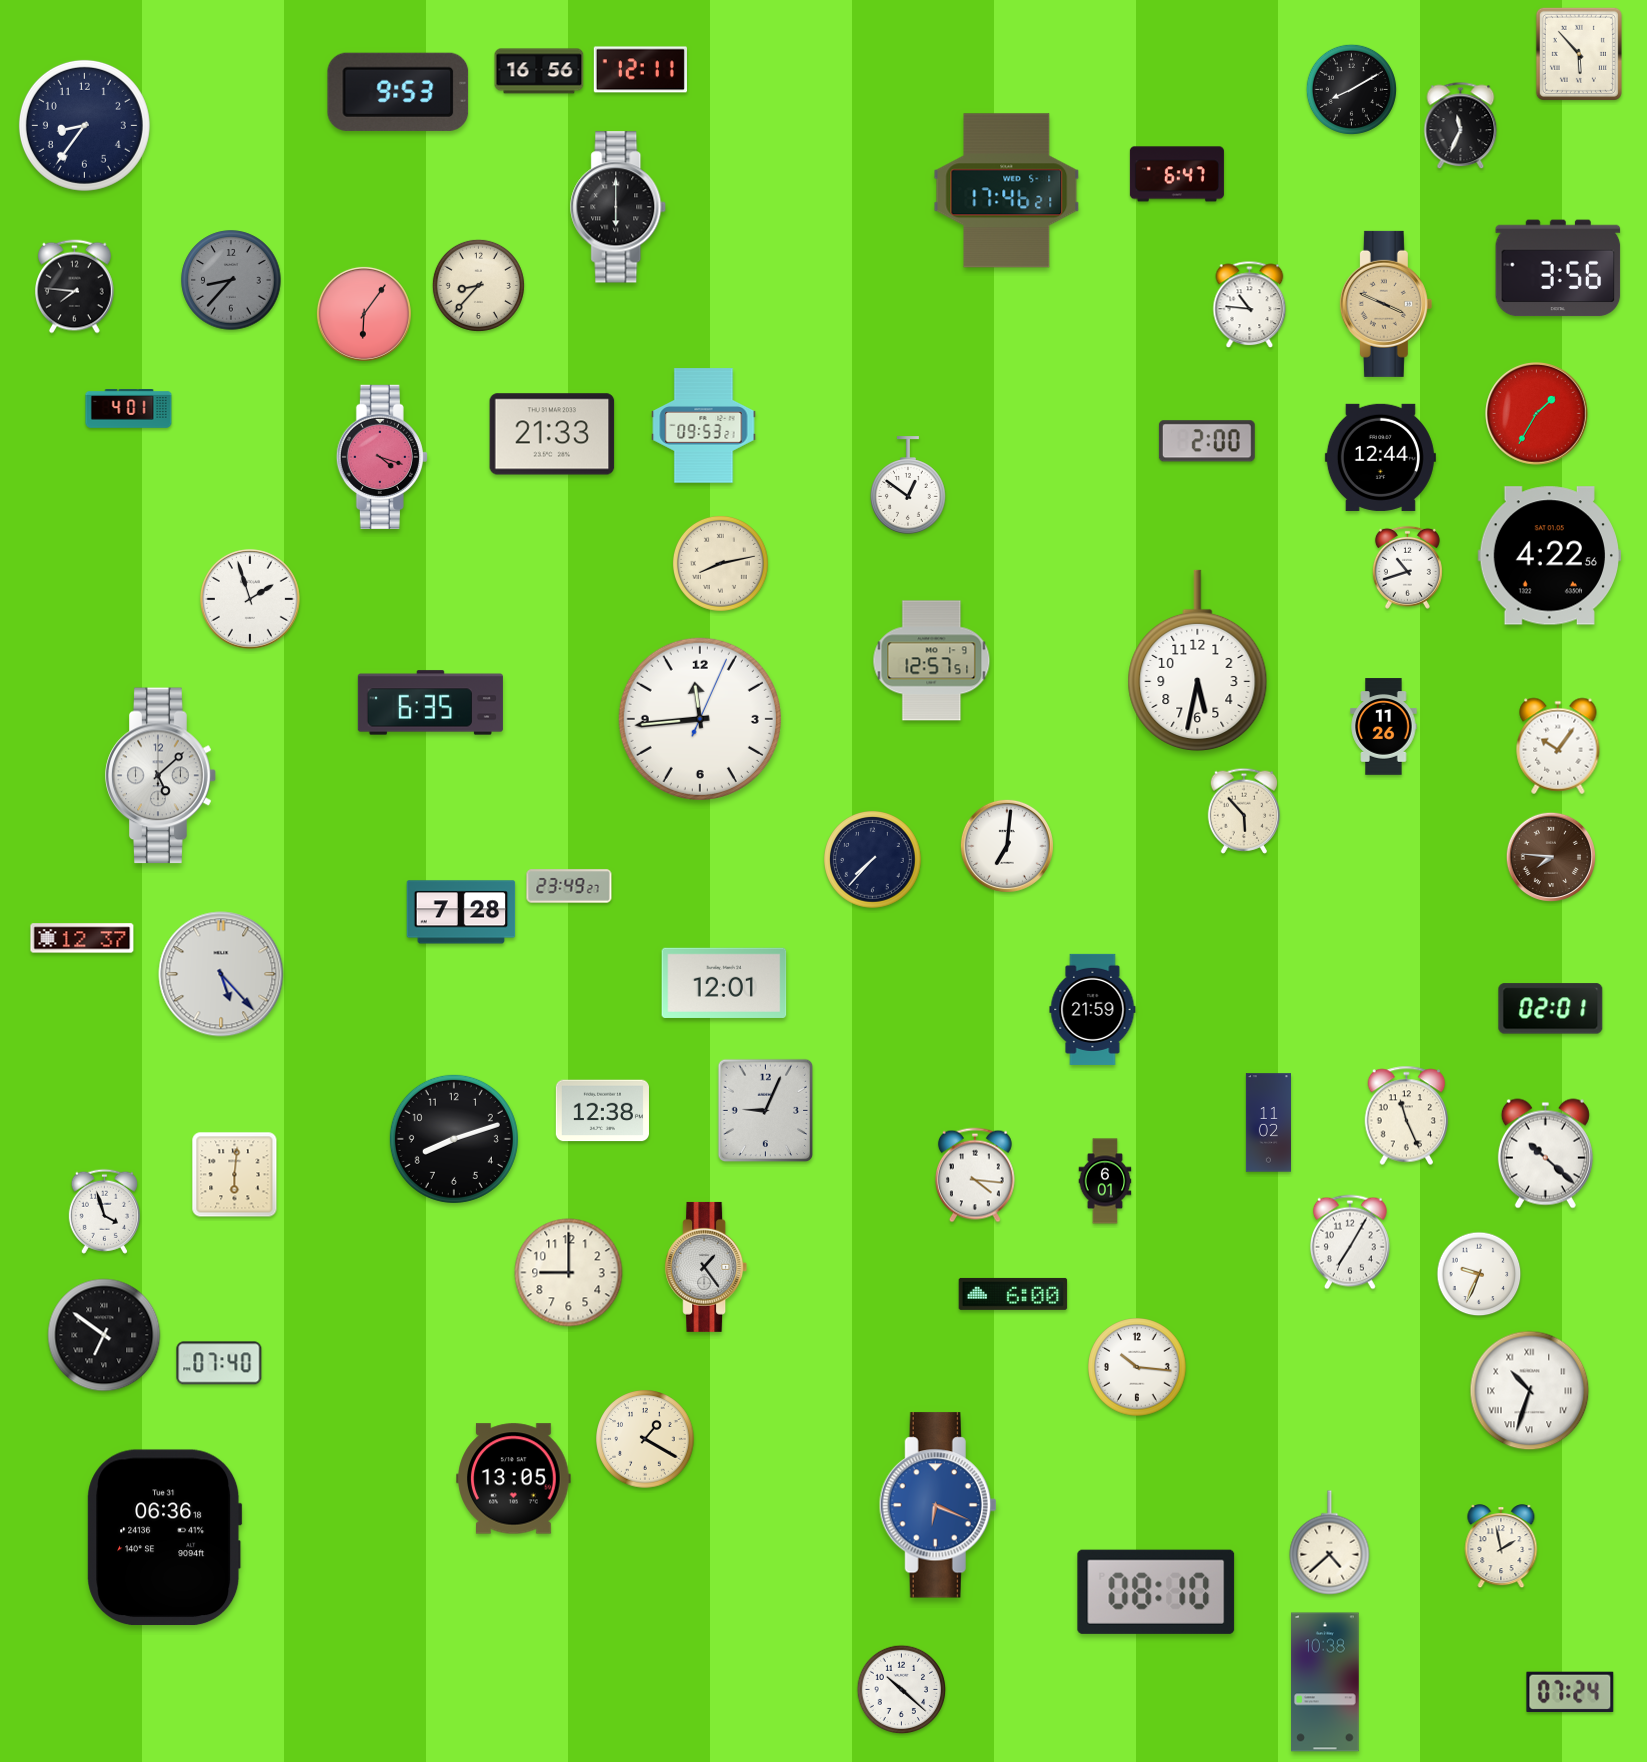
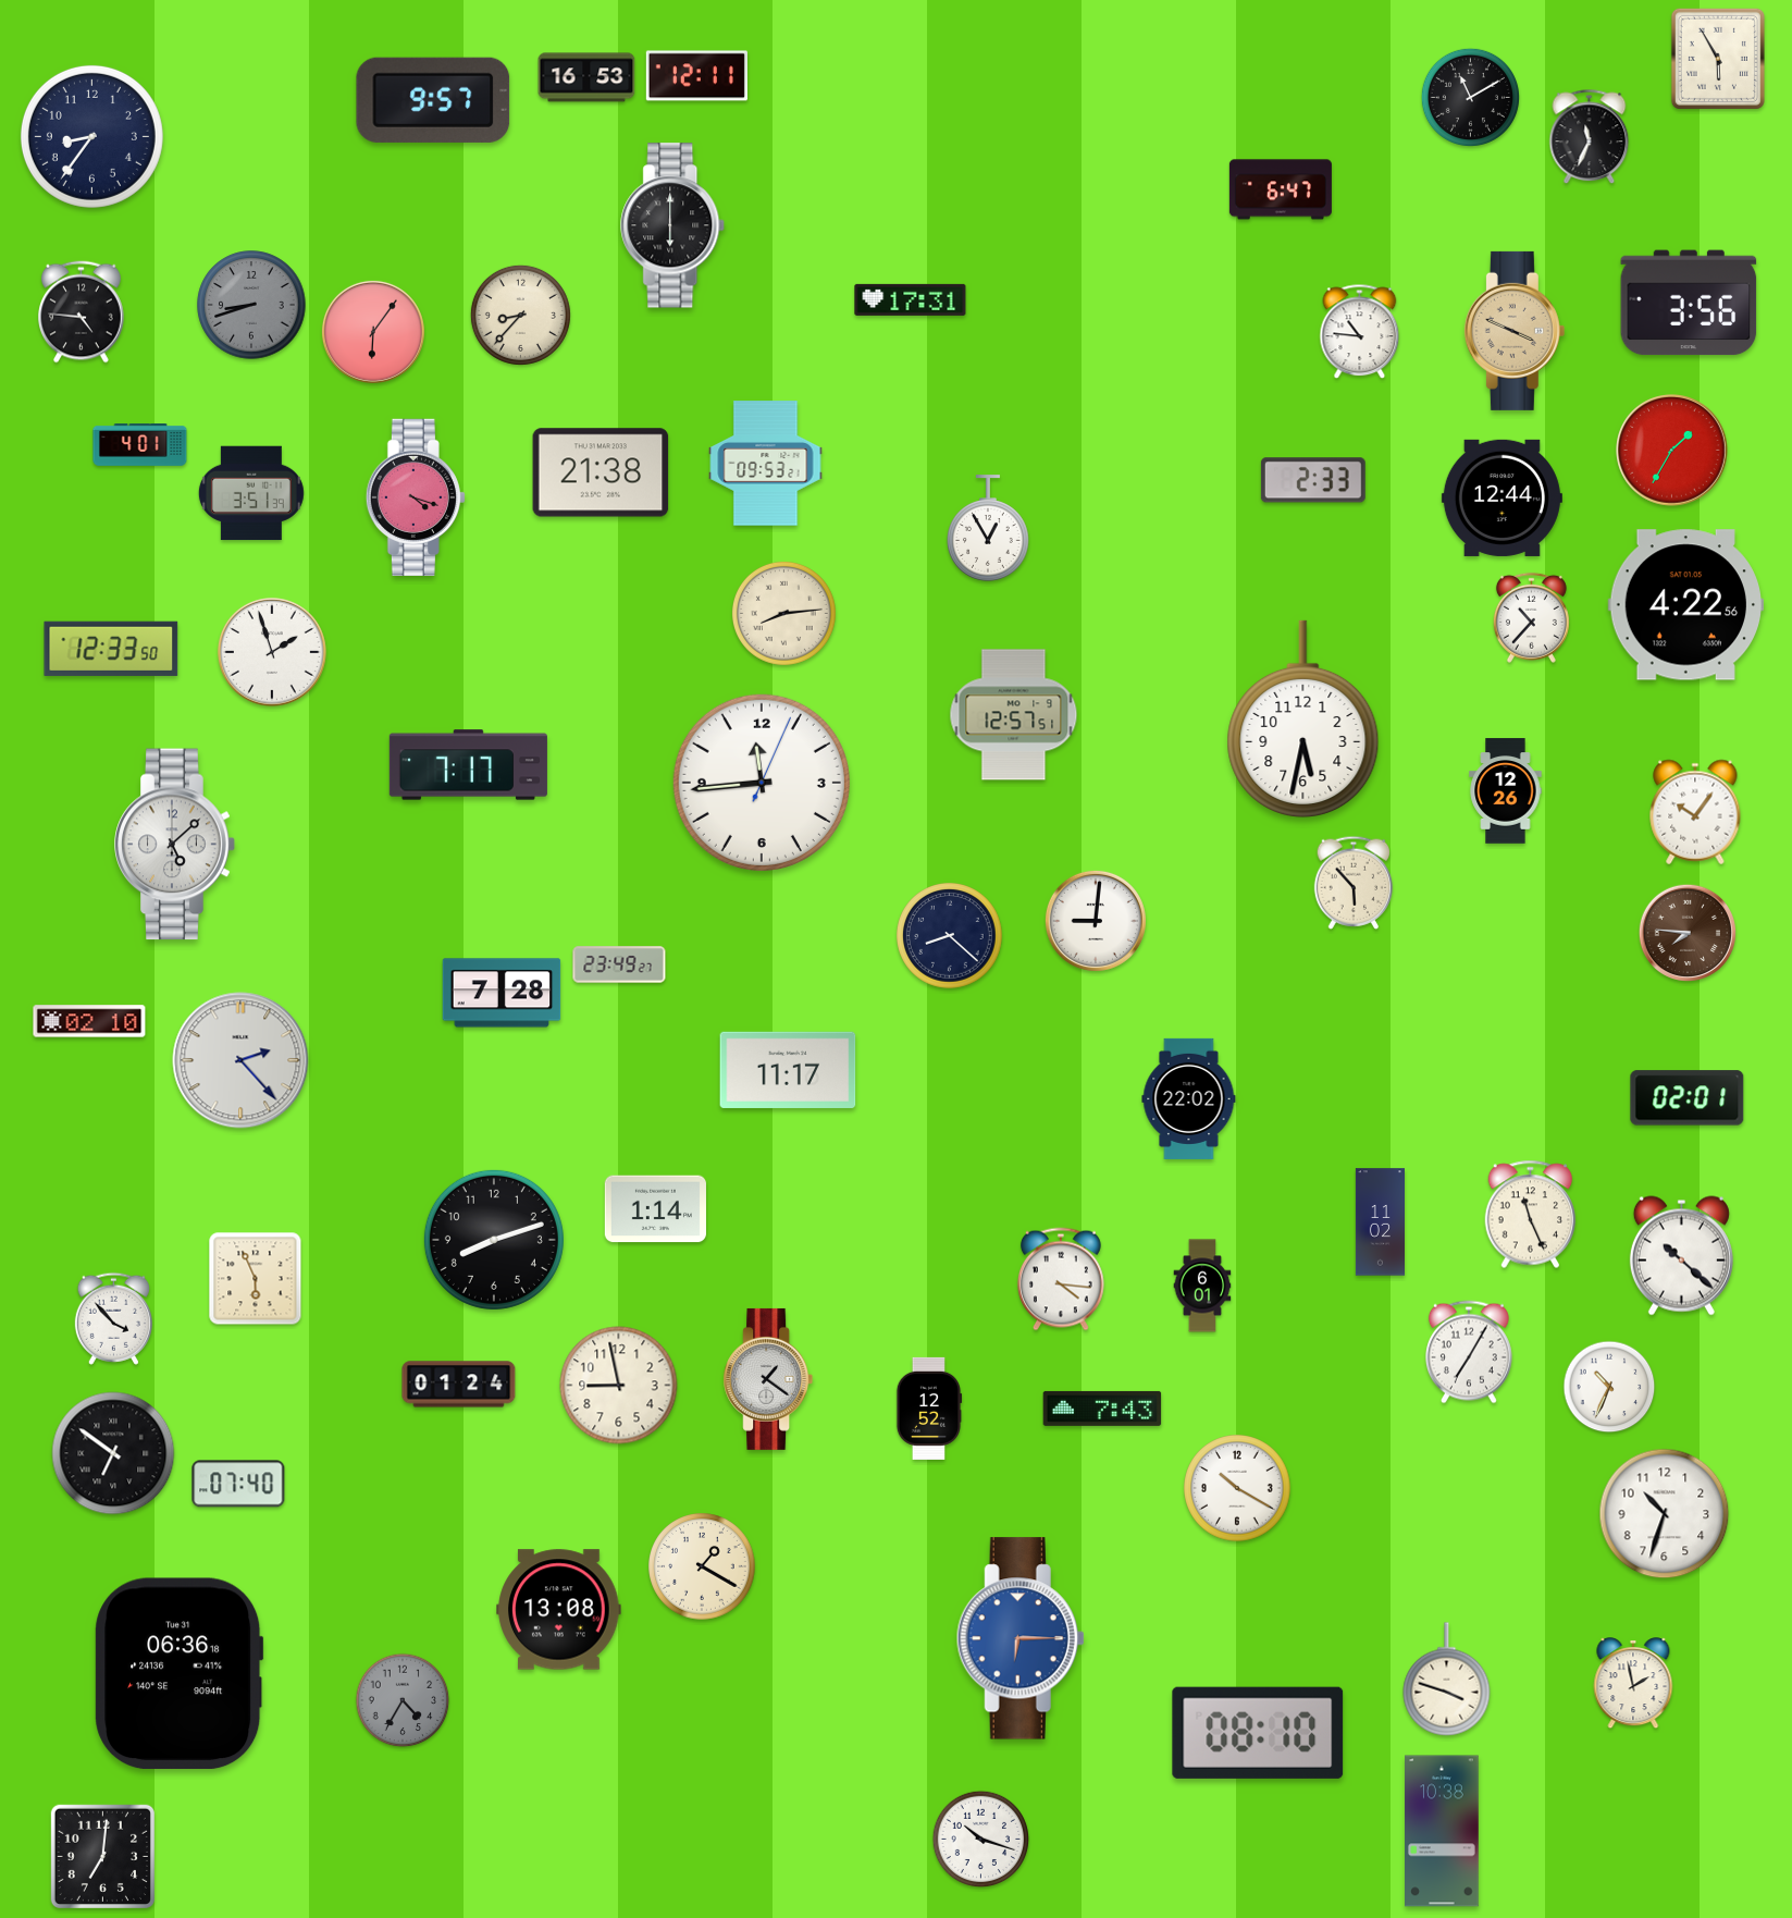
clock at (1579, 54): 5:53 -> 5:55
clock at (539, 71): 16:56 -> 16:53
clock at (1351, 89): 8:10 -> 11:10
clock at (398, 92): 9:53 -> 9:57
clock at (1007, 191): 17:46 -> none
clock at (1558, 268) position: (1558, 268) -> (1689, 303)
clock at (911, 299): none -> 17:31
clock at (231, 280): 8:37 -> 8:42
clock at (478, 285) position: (478, 285) -> (520, 315)
clock at (75, 287): 7:46 -> 4:46
clock at (1386, 304) position: (1386, 304) -> (1515, 331)
clock at (364, 314) position: (364, 314) -> (373, 332)
clock at (552, 434): 21:33 -> 21:38
clock at (1207, 441): 2:00 -> 2:33
clock at (251, 493): none -> 3:51
clock at (909, 485): 12:51 -> 12:55
clock at (720, 563): 8:13 -> 8:14
clock at (1407, 567): 10:42 -> 10:37
clock at (111, 649): none -> 12:33
clock at (932, 661) position: (932, 661) -> (1014, 715)
clock at (430, 703): 6:35 -> 7:17
clock at (1384, 727): 11:26 -> 12:26
clock at (1007, 846): 7:01 -> 9:01
clock at (873, 860): 7:37 -> 8:22
clock at (82, 938): 12:37 -> 02:10
clock at (221, 974): 5:23 -> 2:23
clock at (724, 983): 12:01 -> 11:17
clock at (1093, 1009): 21:59 -> 22:02
clock at (602, 1111): 12:38 -> 1:14
clock at (766, 1111): 9:04 -> none
clock at (235, 1175): 6:01 -> 5:56
clock at (104, 1211): 3:57 -> 3:53
clock at (706, 1267): 1:24 -> 1:21
clock at (459, 1385): none -> 01:24
clock at (569, 1273): 9:00 -> 8:58
clock at (1479, 1274): 9:34 -> 10:34
clock at (929, 1409): none -> 12:52
clock at (1013, 1294): 6:00 -> 7:43
clock at (1137, 1367): 10:16 -> 10:20
clock at (1530, 1391) numerals: Roman -> Arabic
clock at (514, 1479): 13:05 -> 13:08
clock at (938, 1505): 6:19 -> 6:15
clock at (1330, 1543): 4:38 -> 3:48
clock at (403, 1700): none -> 4:35
clock at (902, 1690): 10:22 -> 10:18
clock at (1570, 1691): 07:24 -> none
clock at (102, 1856): none -> 7:01
